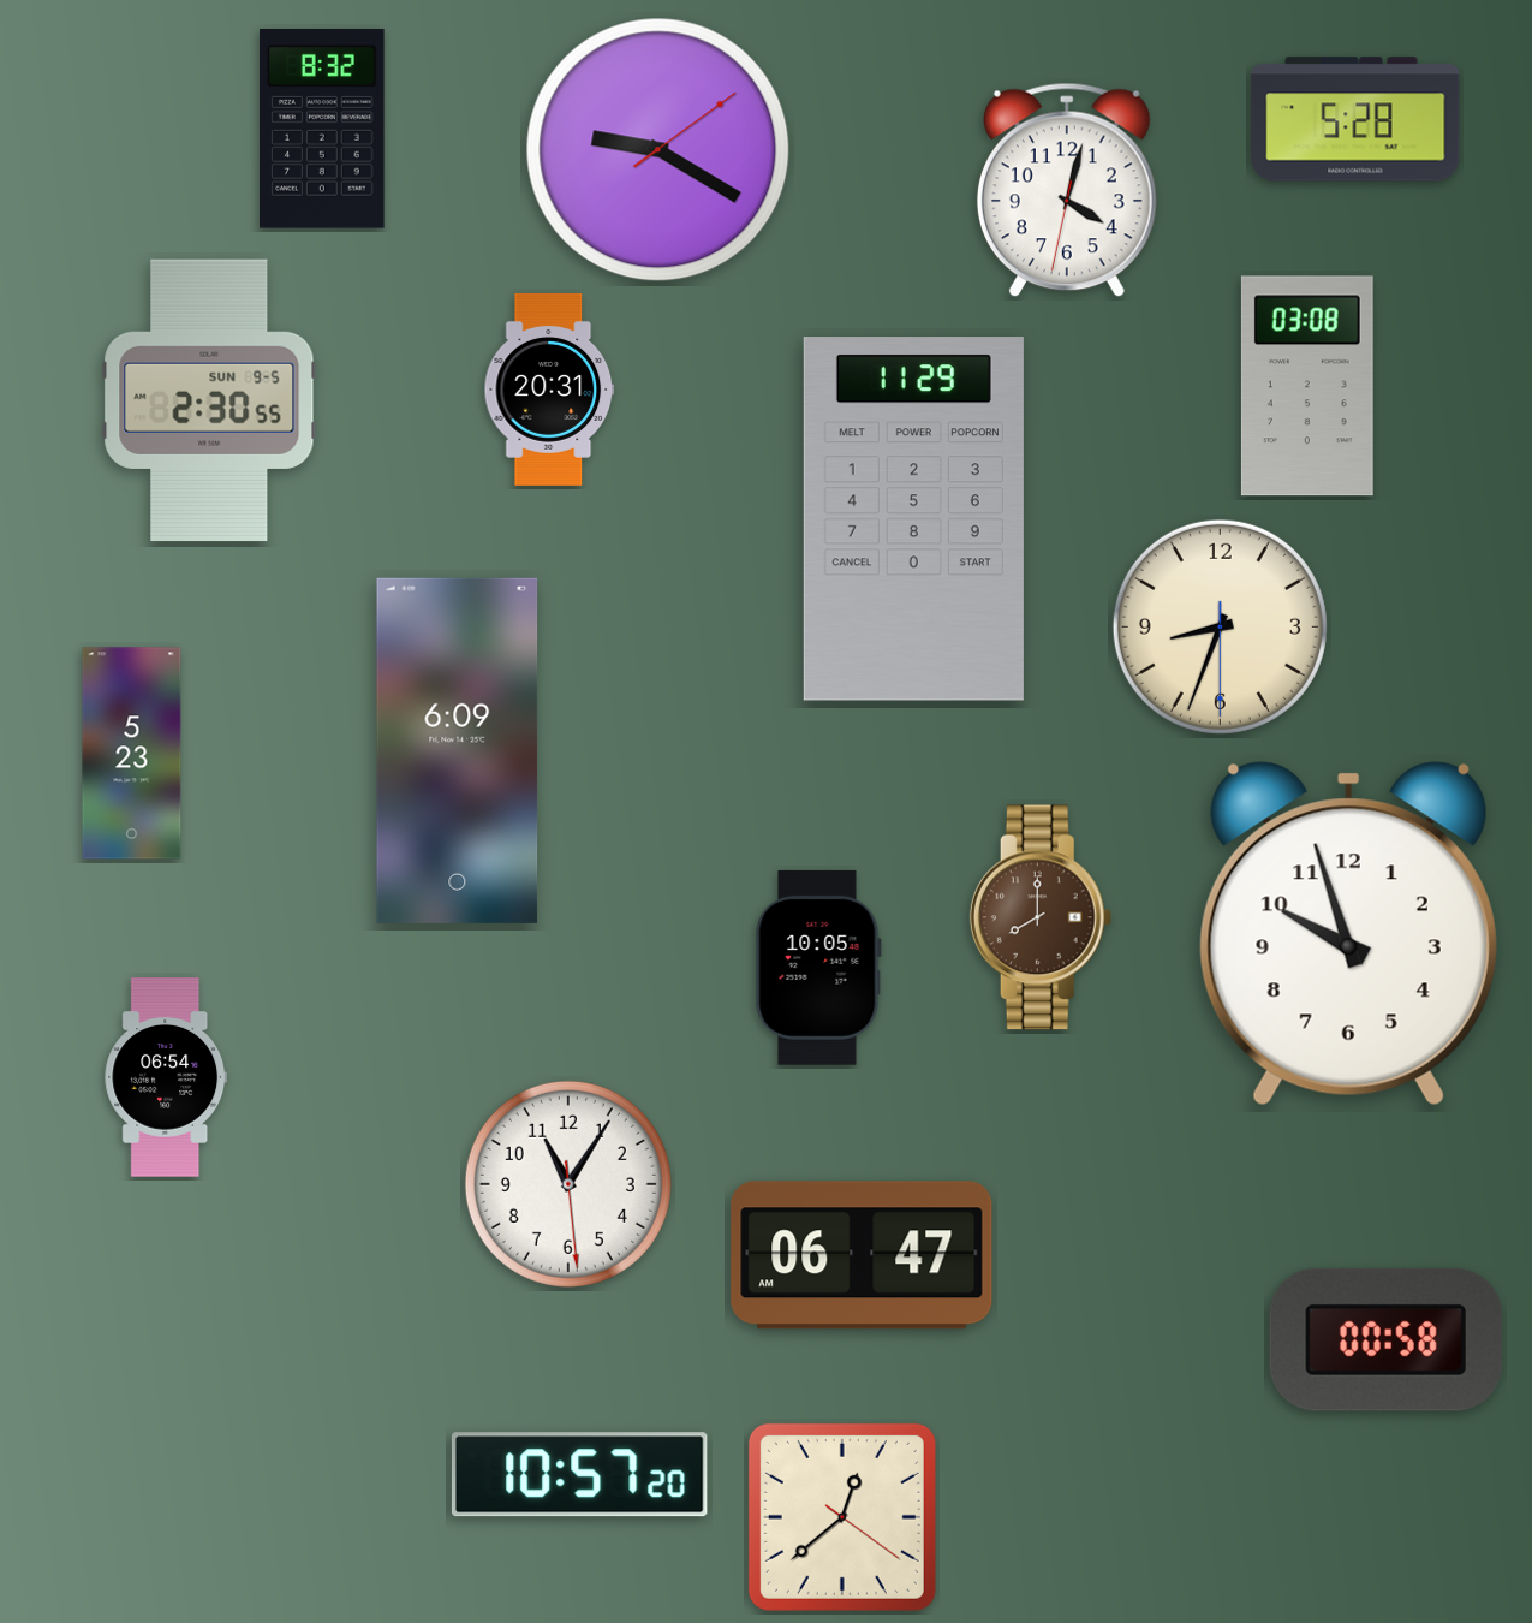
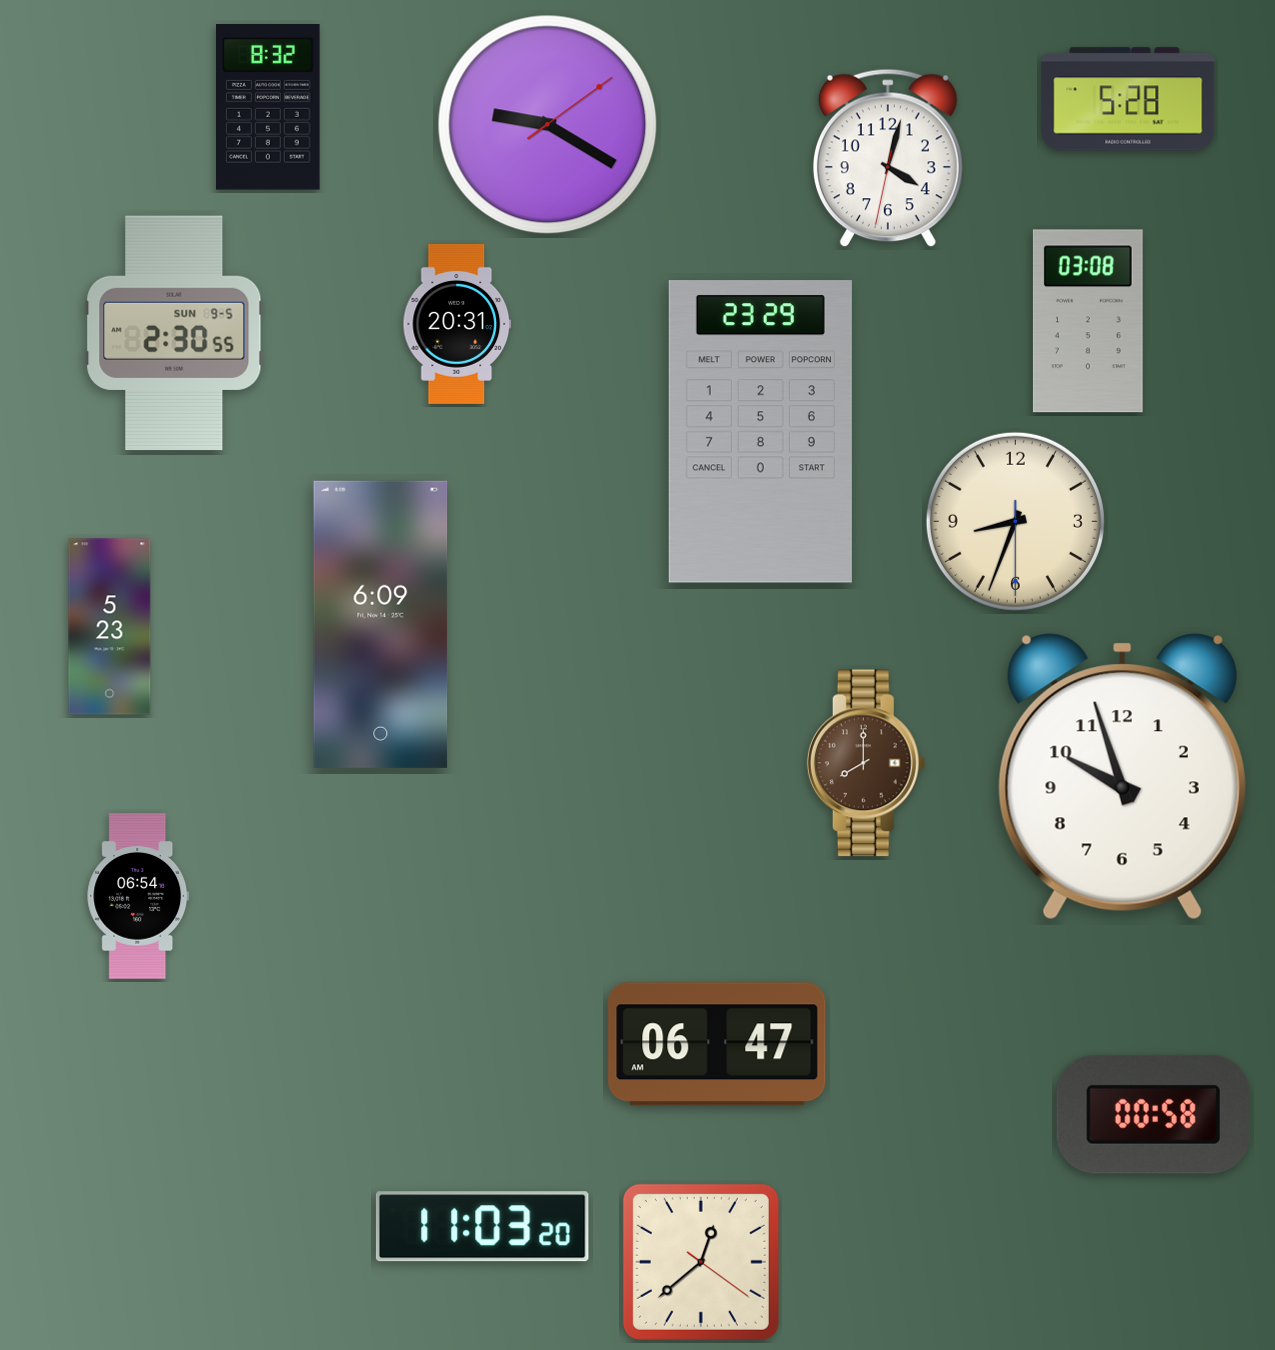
clock at (913, 519): 11:29 -> 23:29
clock at (818, 968): 10:05 -> none
clock at (568, 1184): 11:05 -> none
clock at (579, 1475): 10:57 -> 11:03
